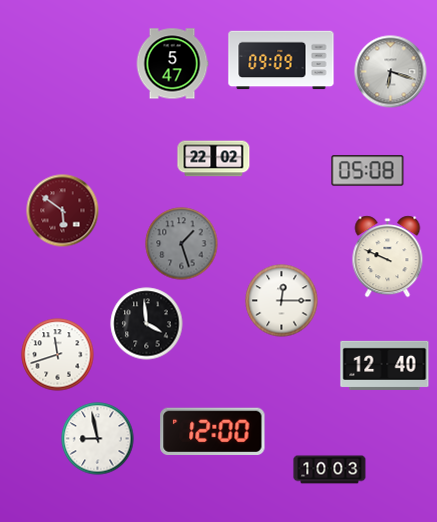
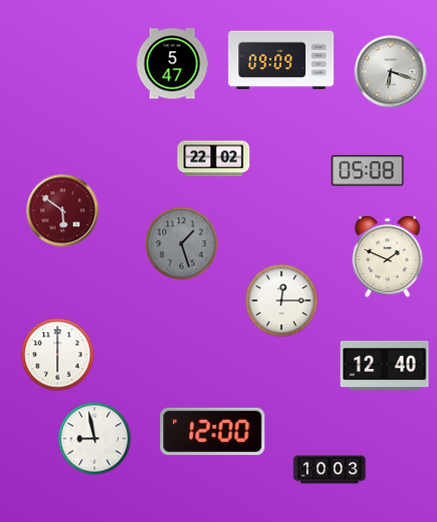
clock at (388, 257): 9:49 -> 1:49
clock at (147, 324): 3:59 -> none
clock at (58, 355): 11:42 -> 6:00
clock at (98, 439) position: (98, 439) -> (95, 439)
